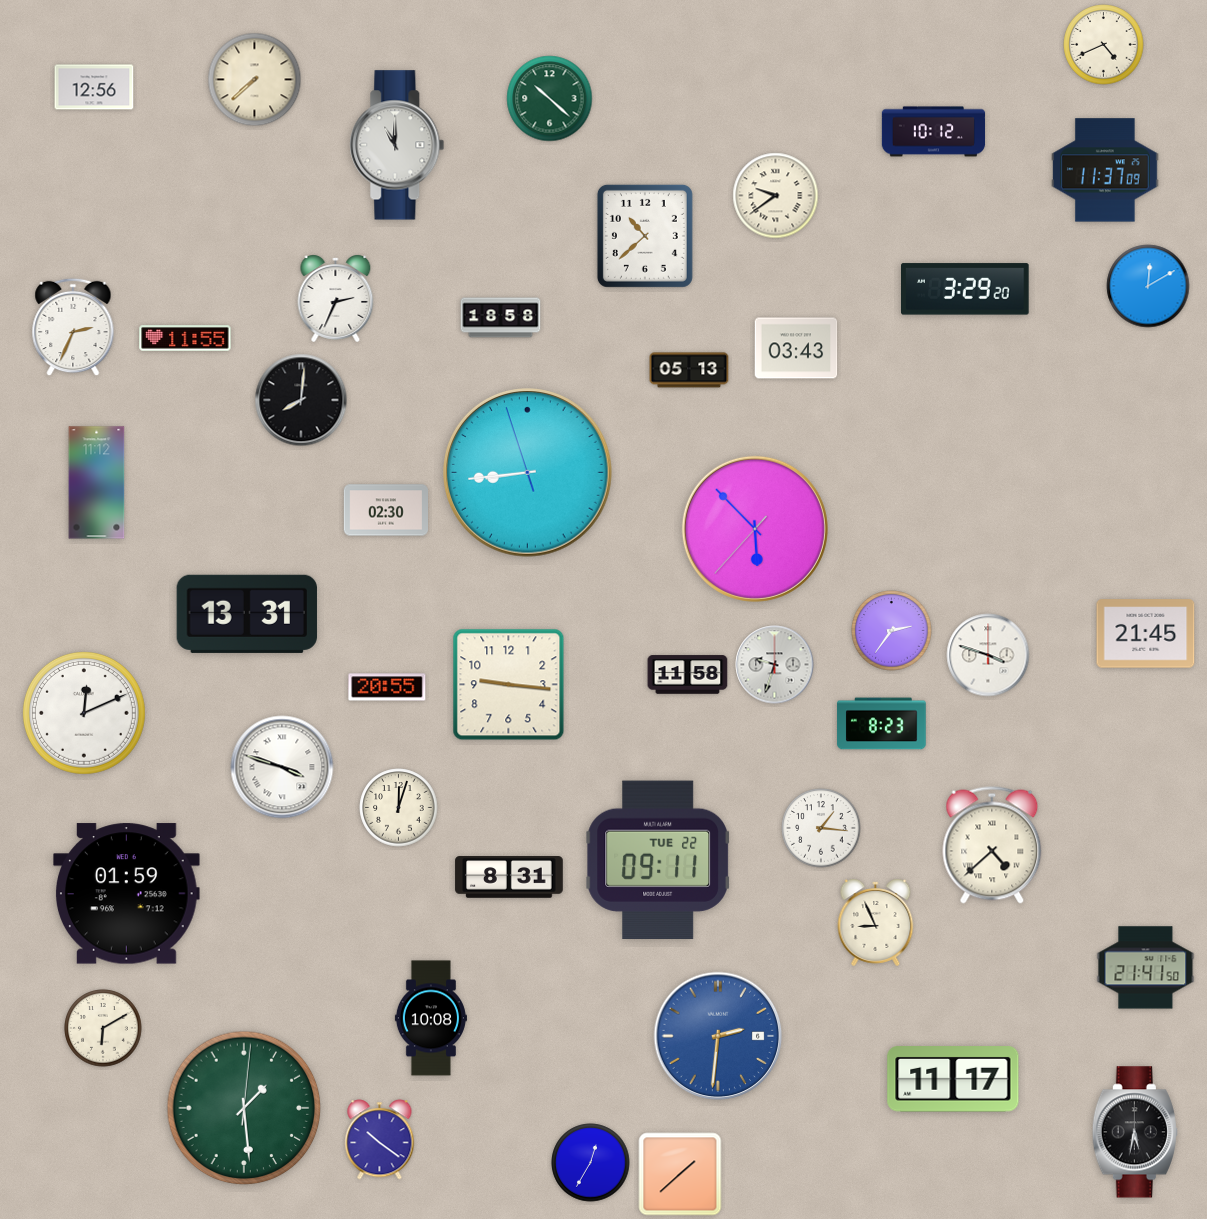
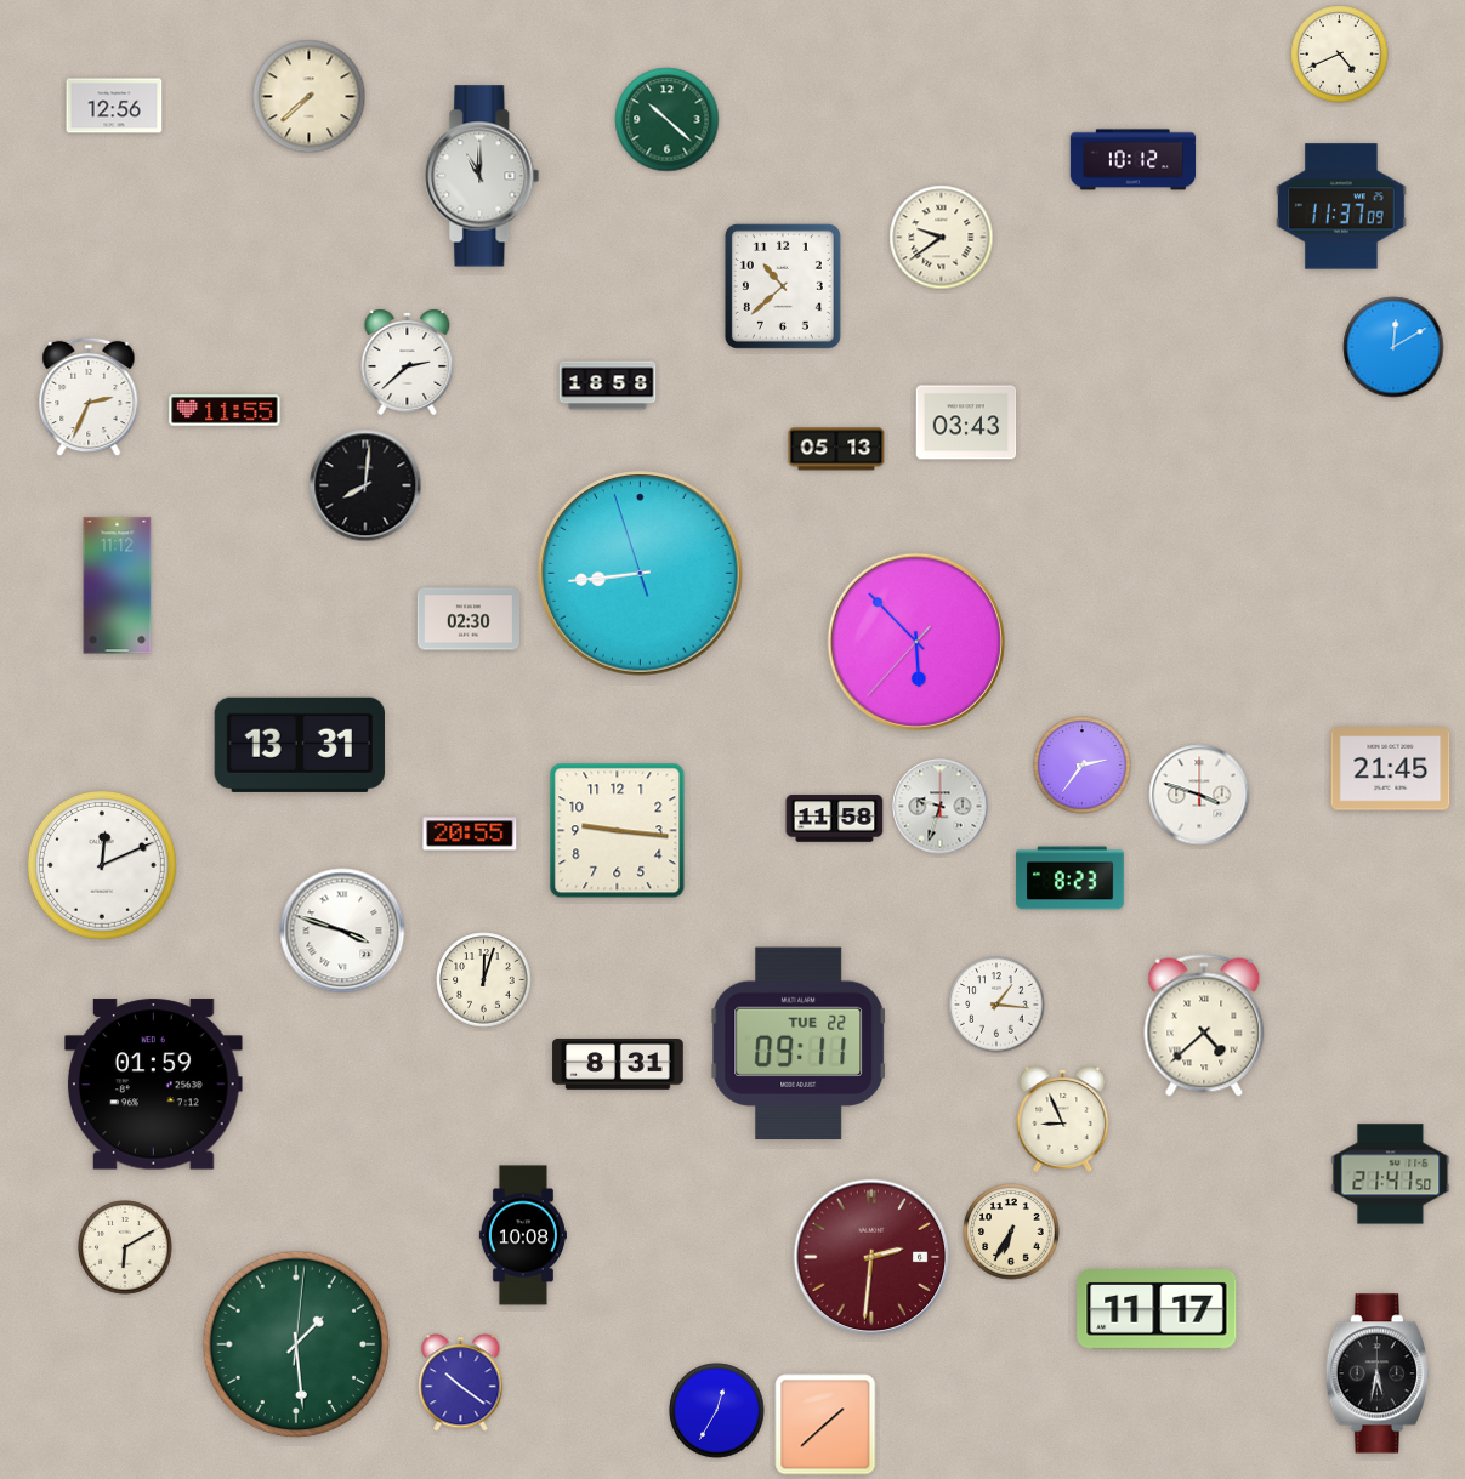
clock at (965, 289): 3:29 -> none
clock at (336, 298): 2:34 -> 2:38
clock at (1011, 1231): none -> 6:35
clock at (718, 1036) dial: blue -> burgundy
